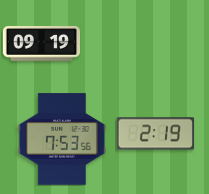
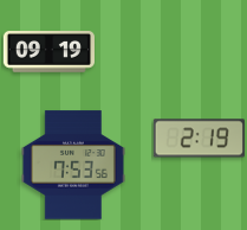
clock at (155, 134) position: (155, 134) -> (199, 139)
